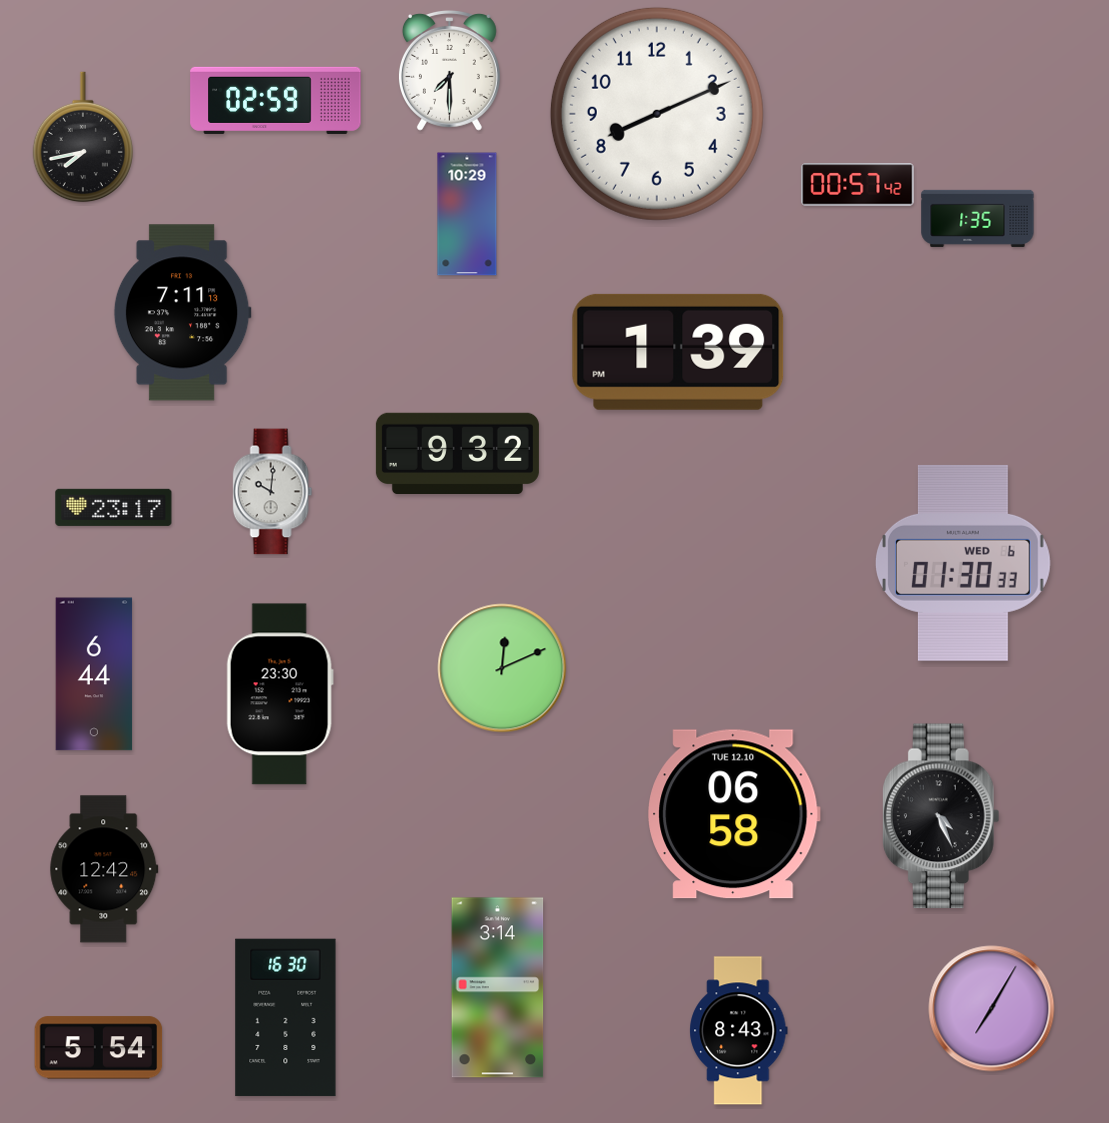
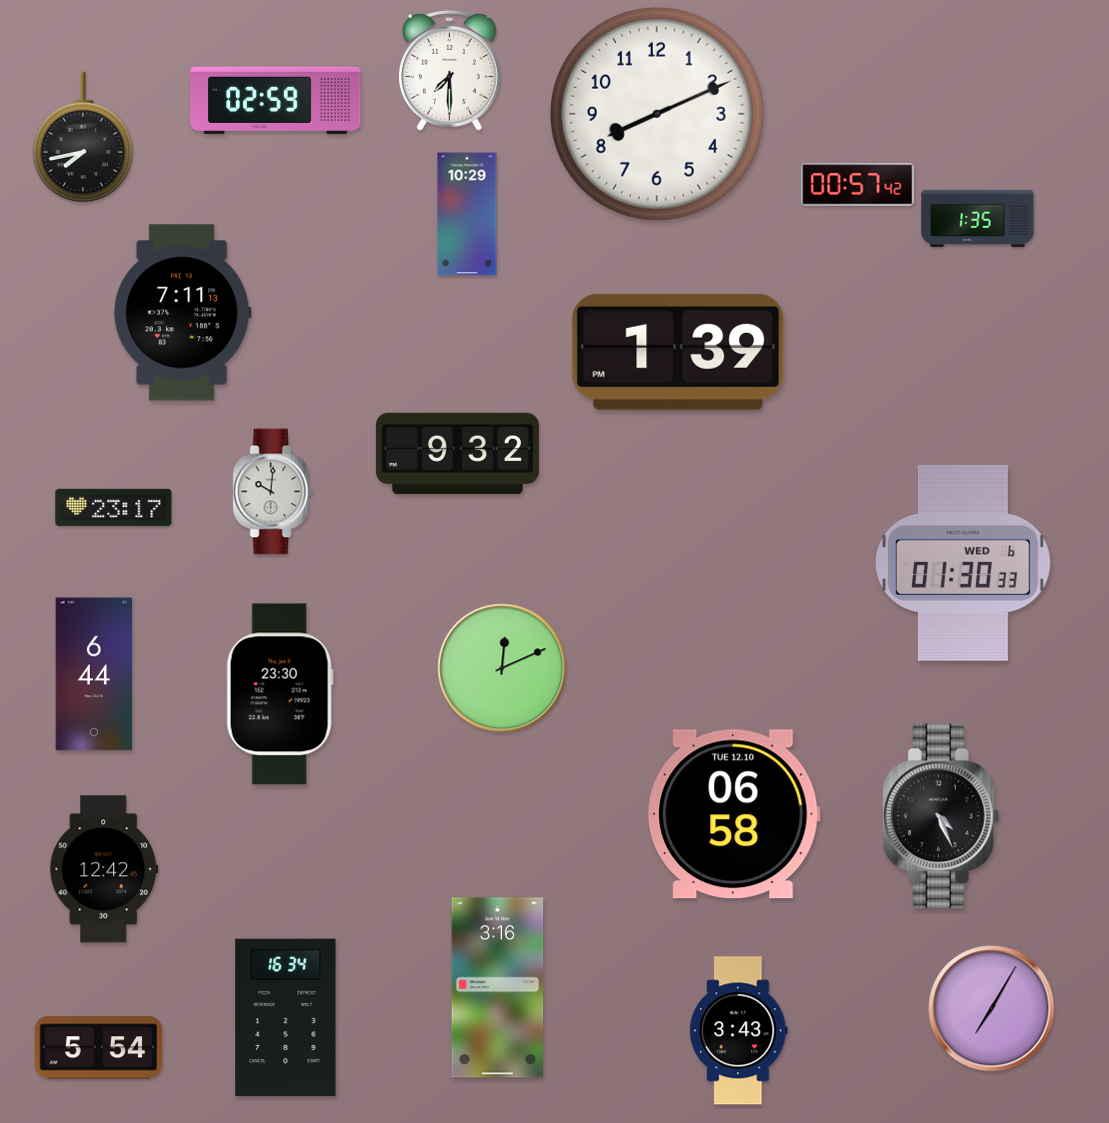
clock at (498, 988): 3:14 -> 3:16
clock at (286, 1018): 16:30 -> 16:34
clock at (739, 1031): 8:43 -> 3:43
